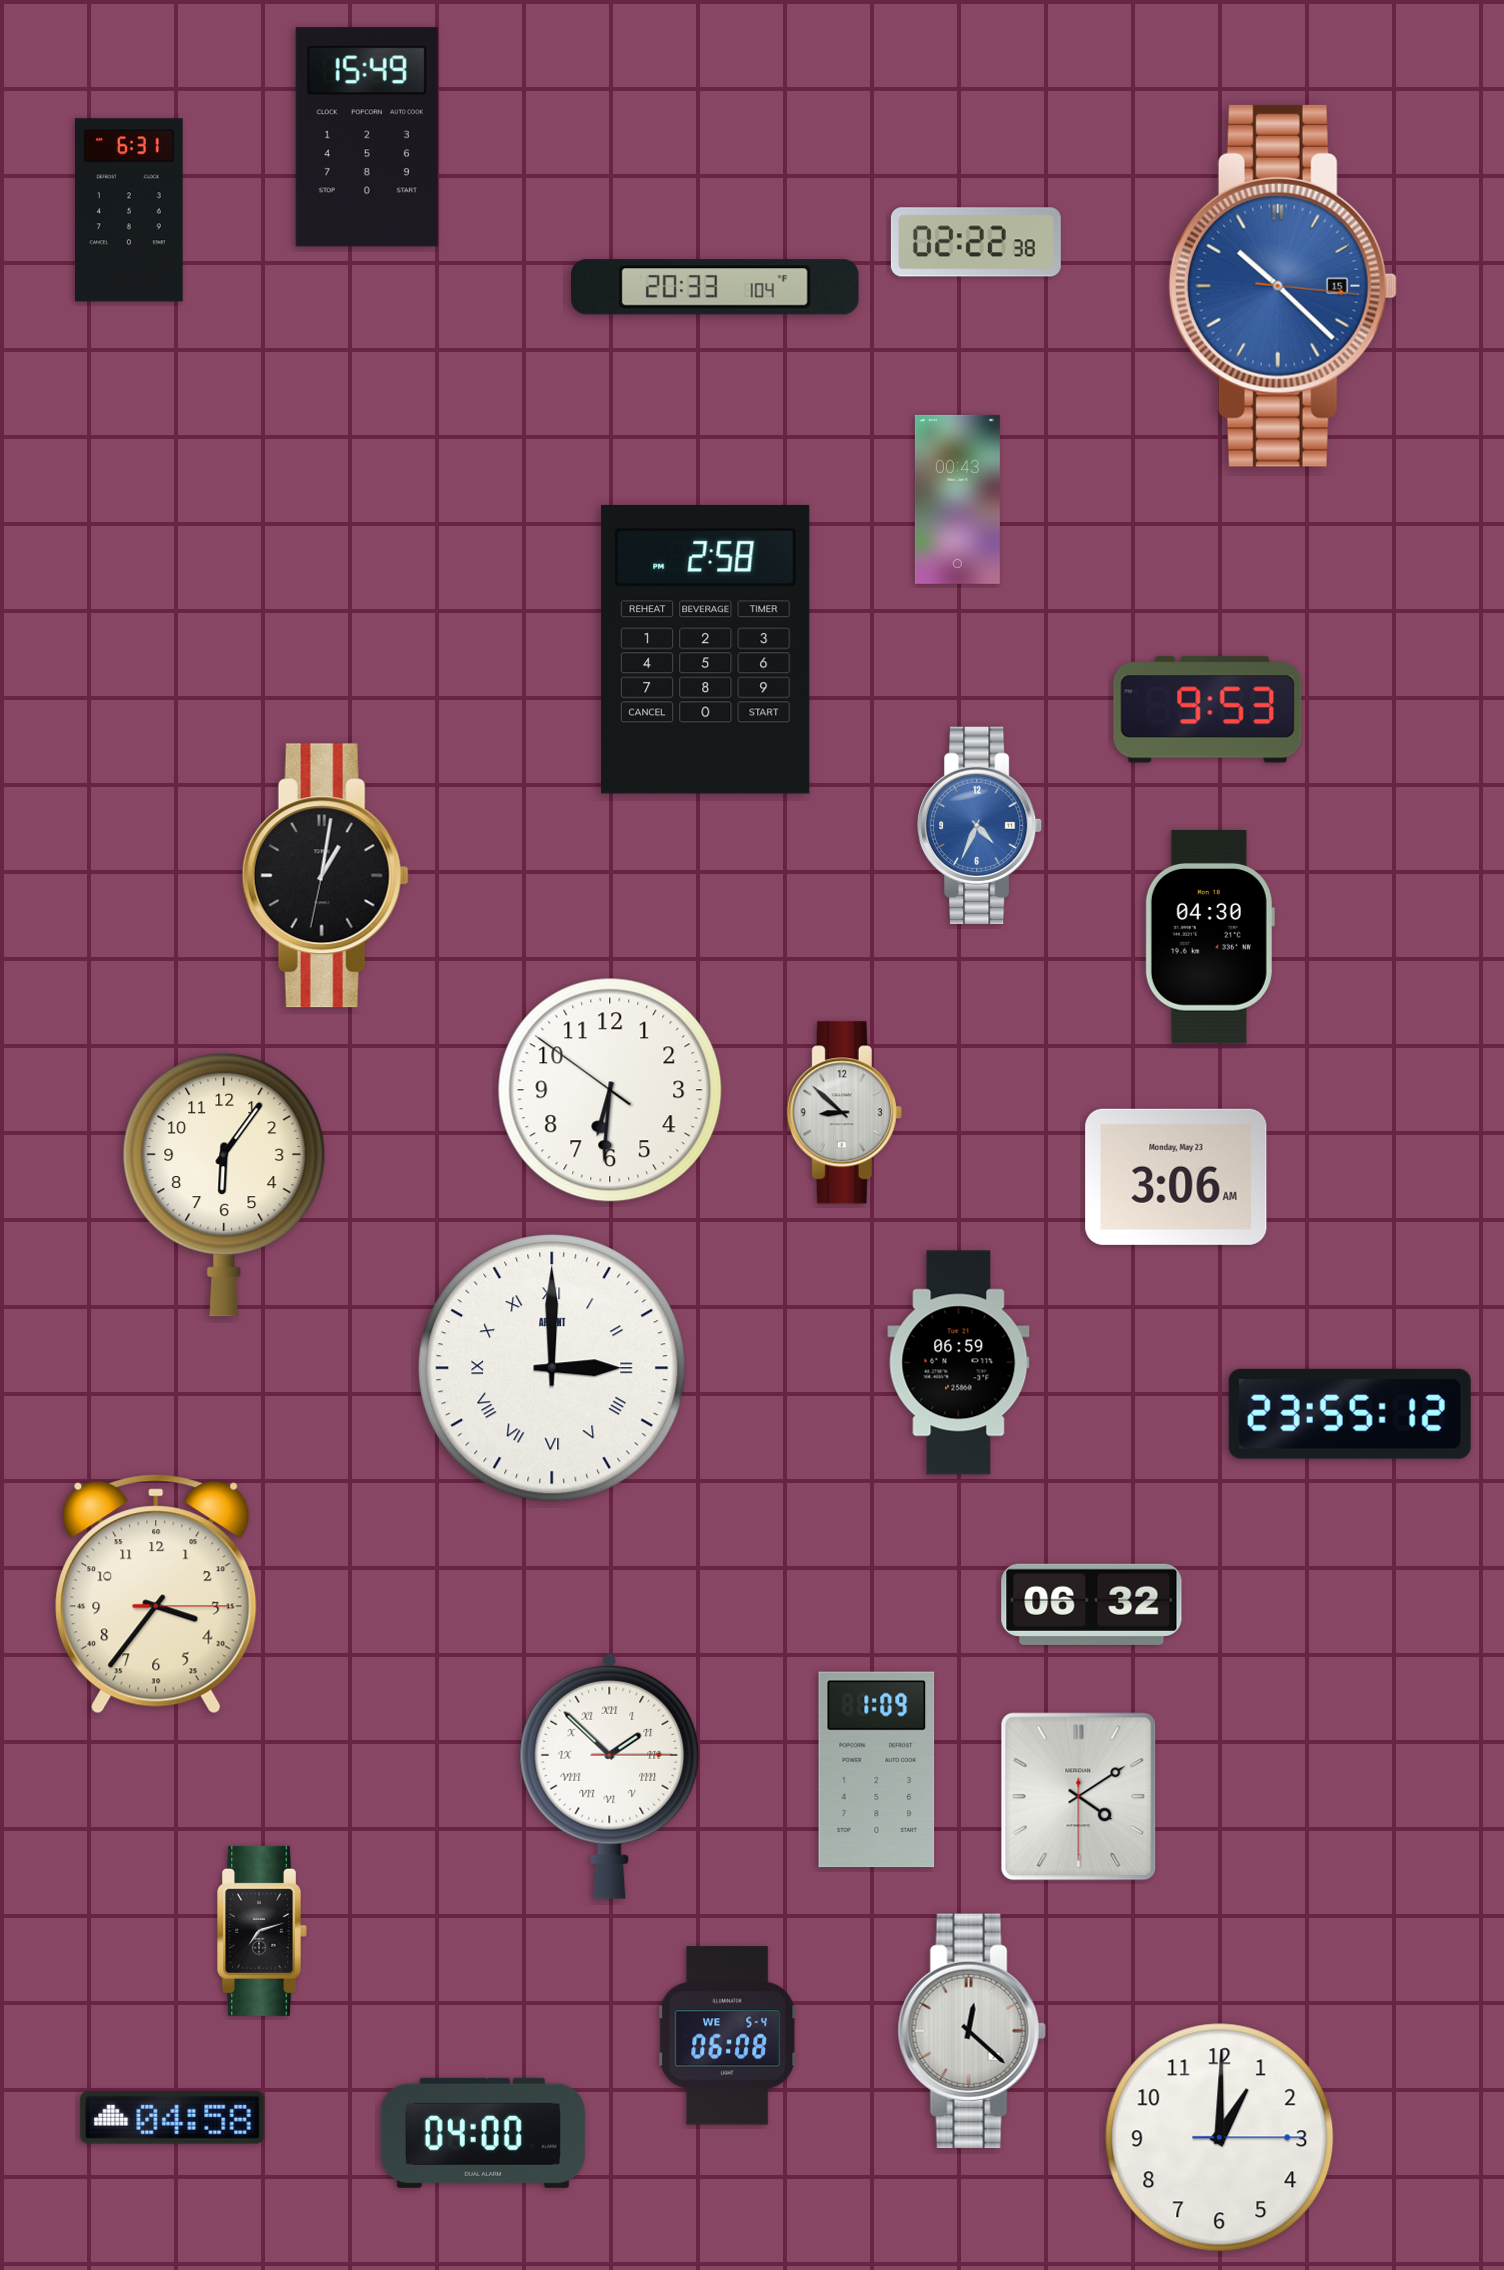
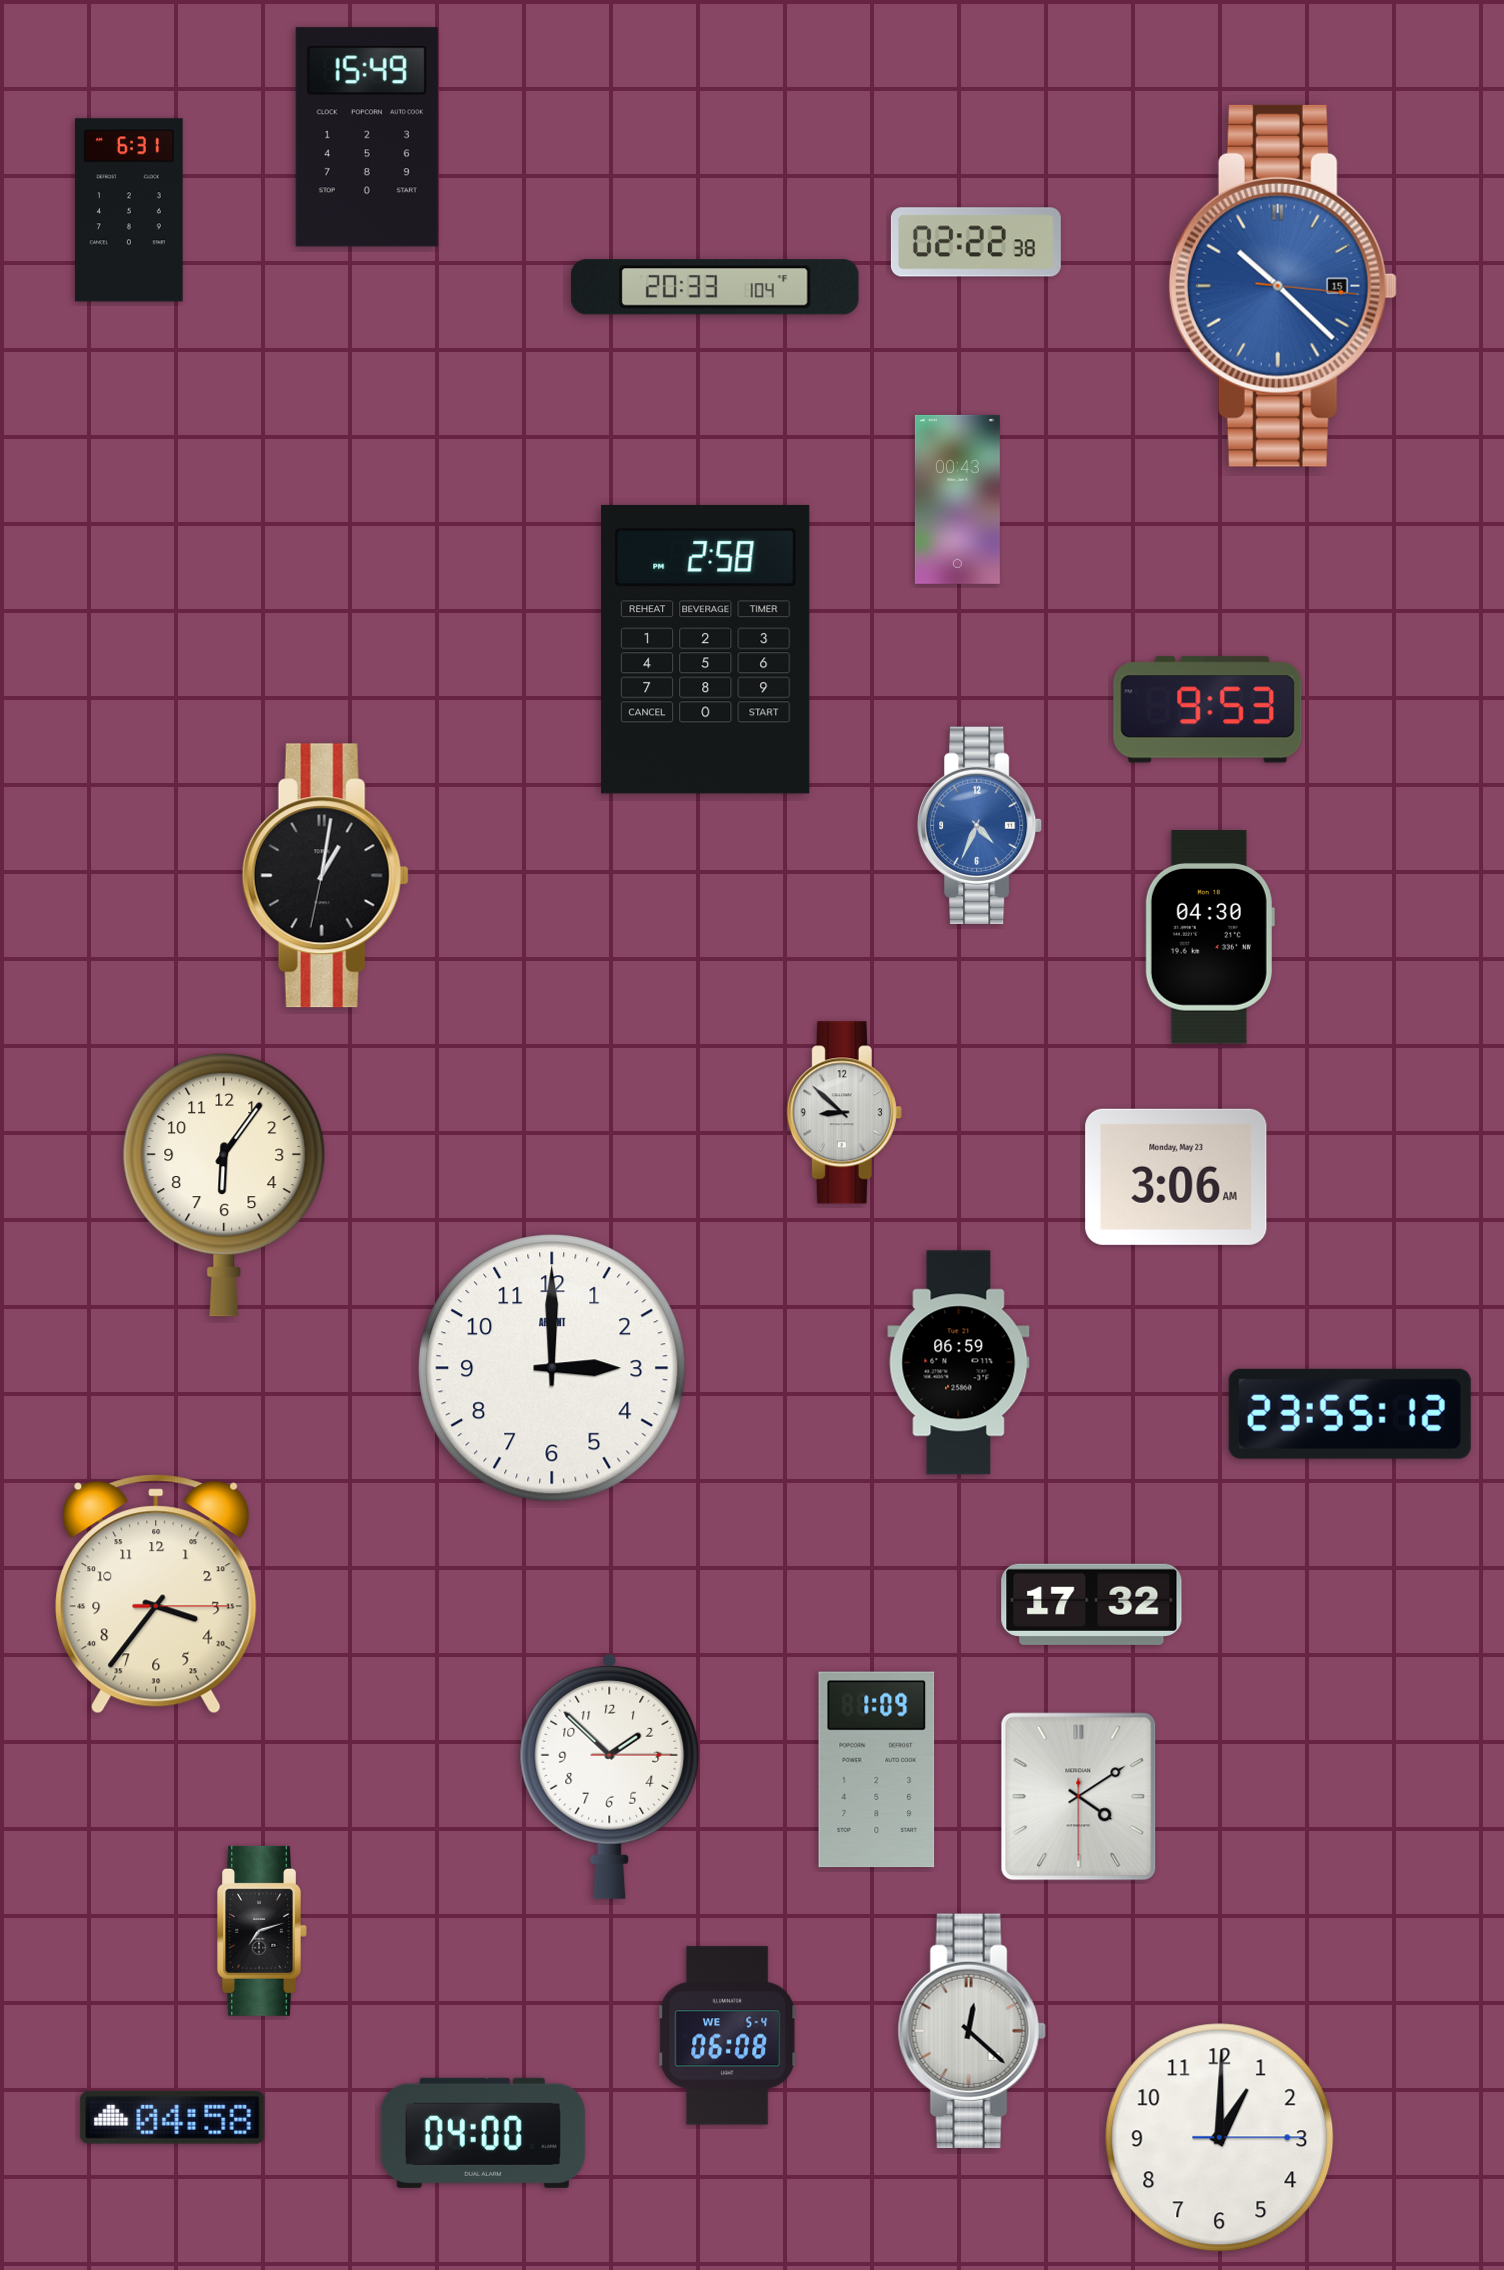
clock at (610, 1090): 6:30 -> none
clock at (552, 1368) numerals: Roman -> Arabic
clock at (1092, 1604): 06:32 -> 17:32
clock at (610, 1776) numerals: Roman -> Arabic
